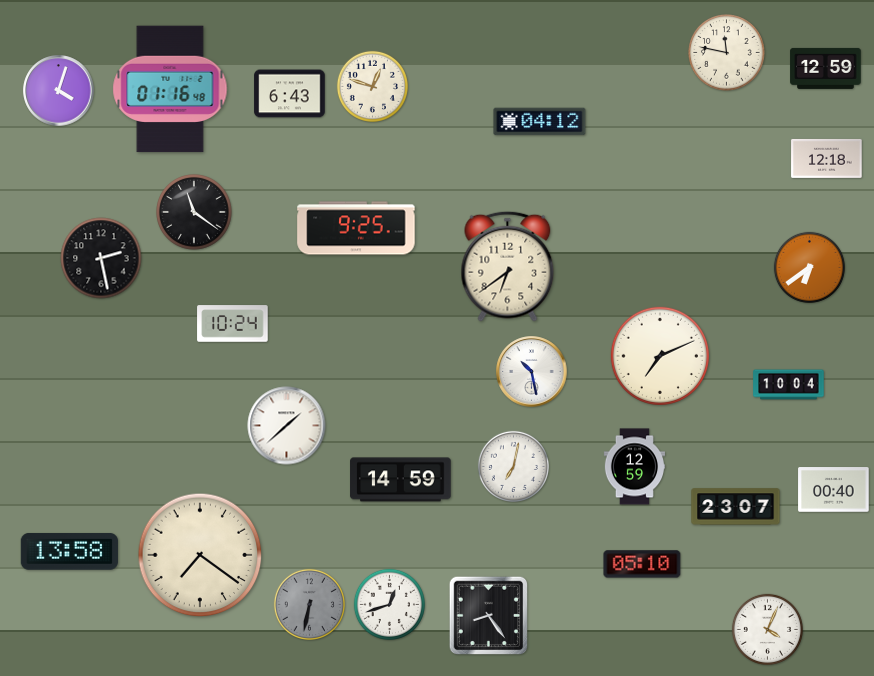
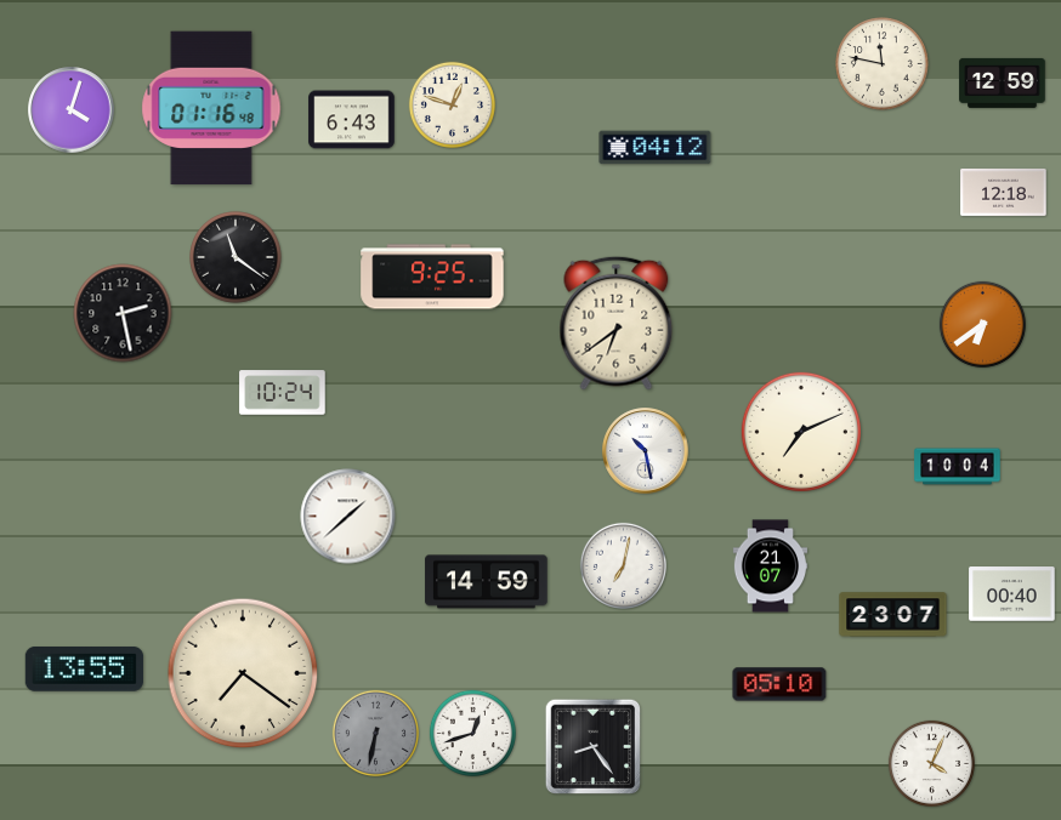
clock at (170, 89) position: (170, 89) -> (211, 108)
clock at (290, 94) position: (290, 94) -> (352, 120)
clock at (635, 467): 12:59 -> 21:07
clock at (69, 551): 13:58 -> 13:55
